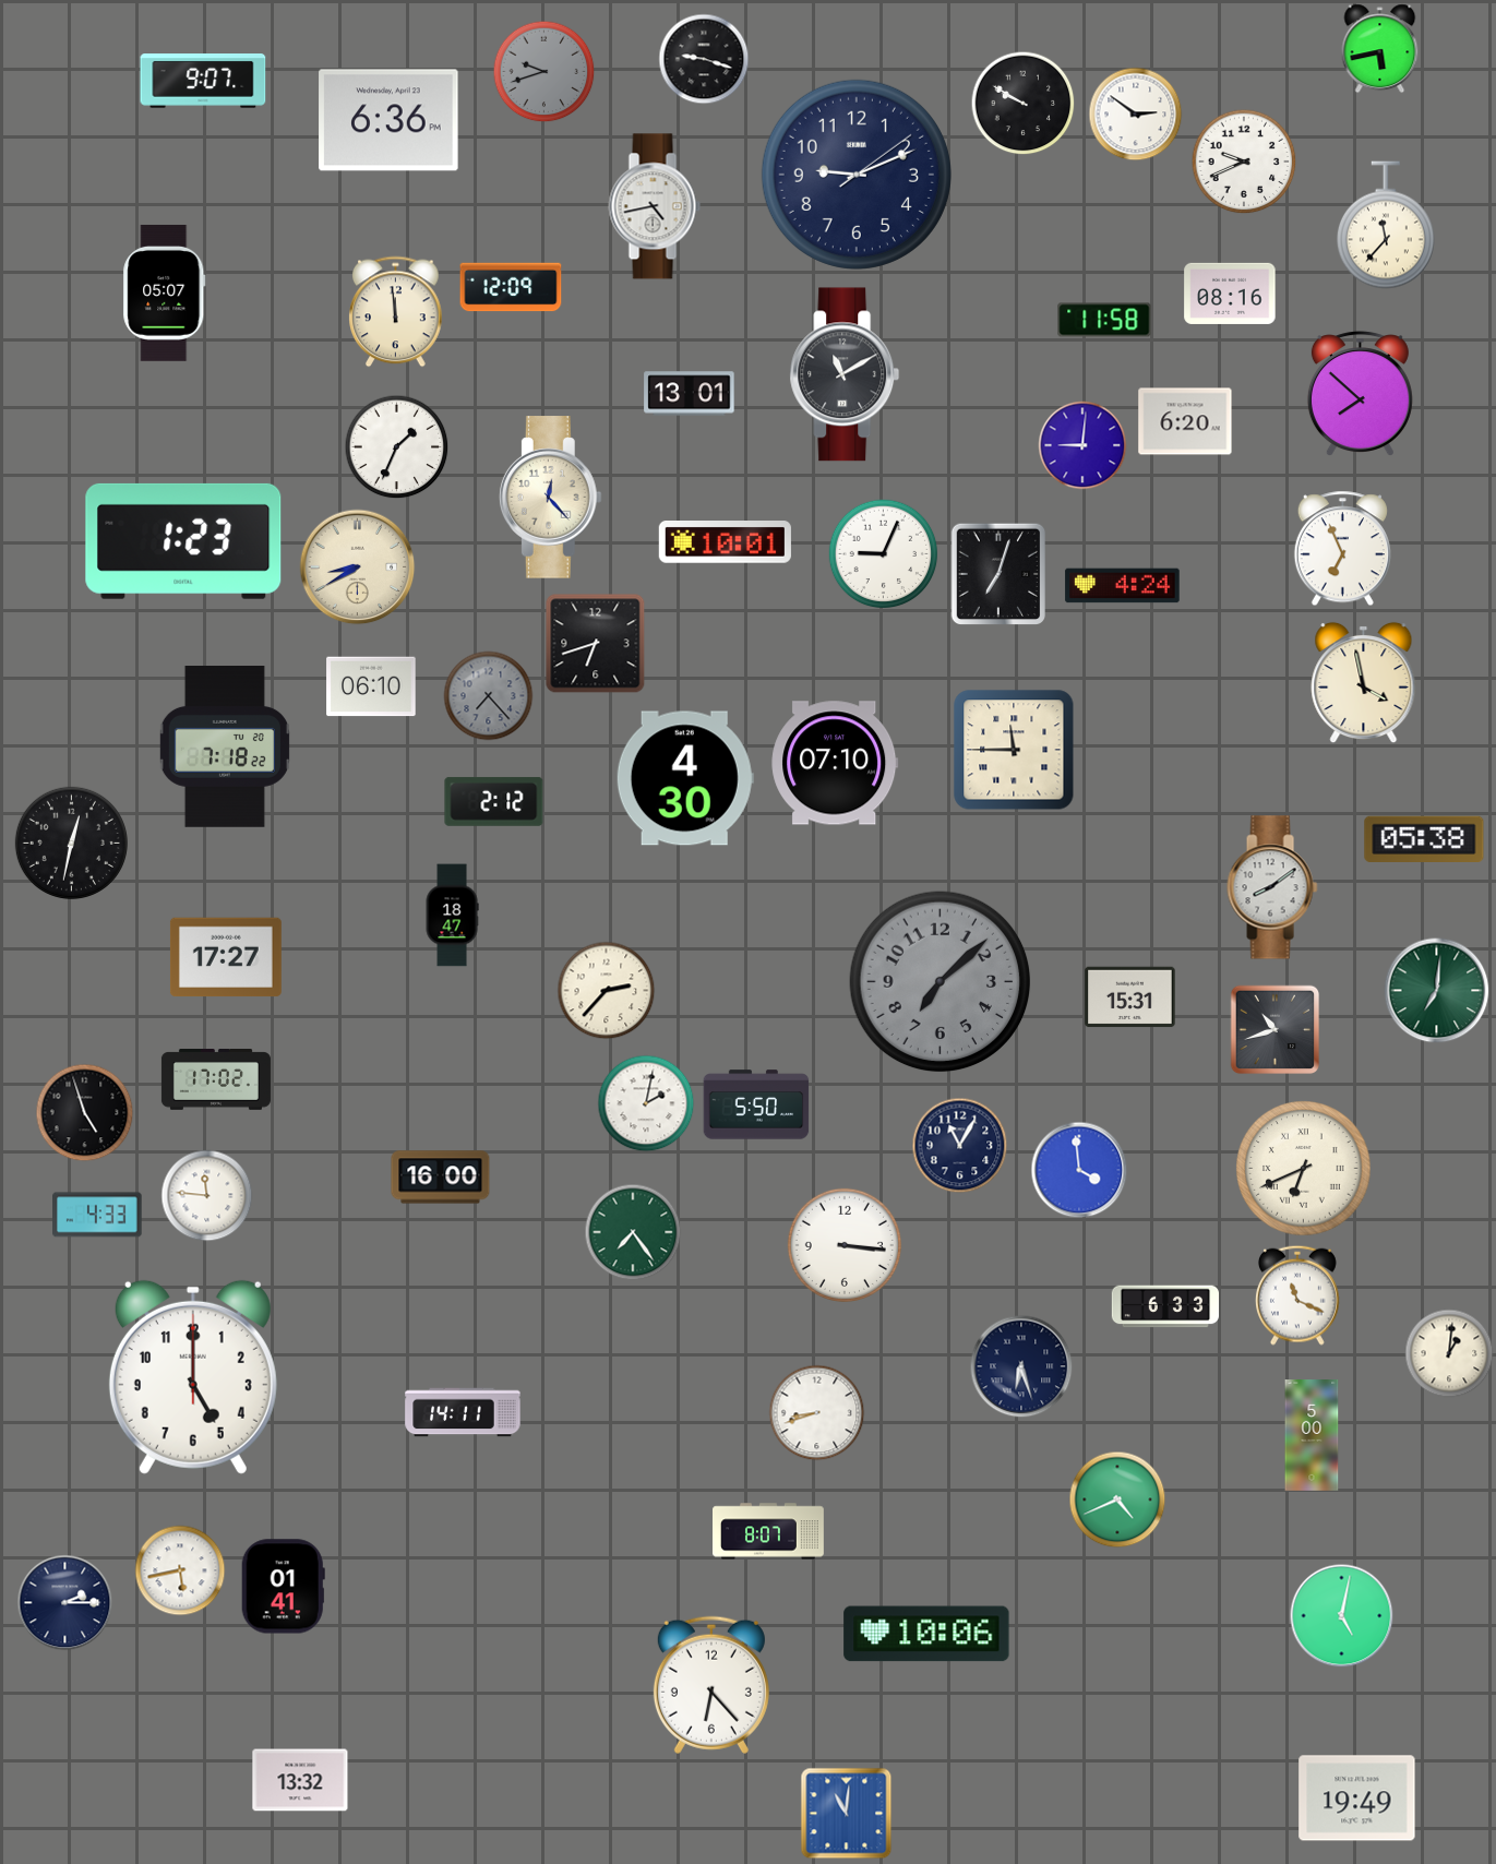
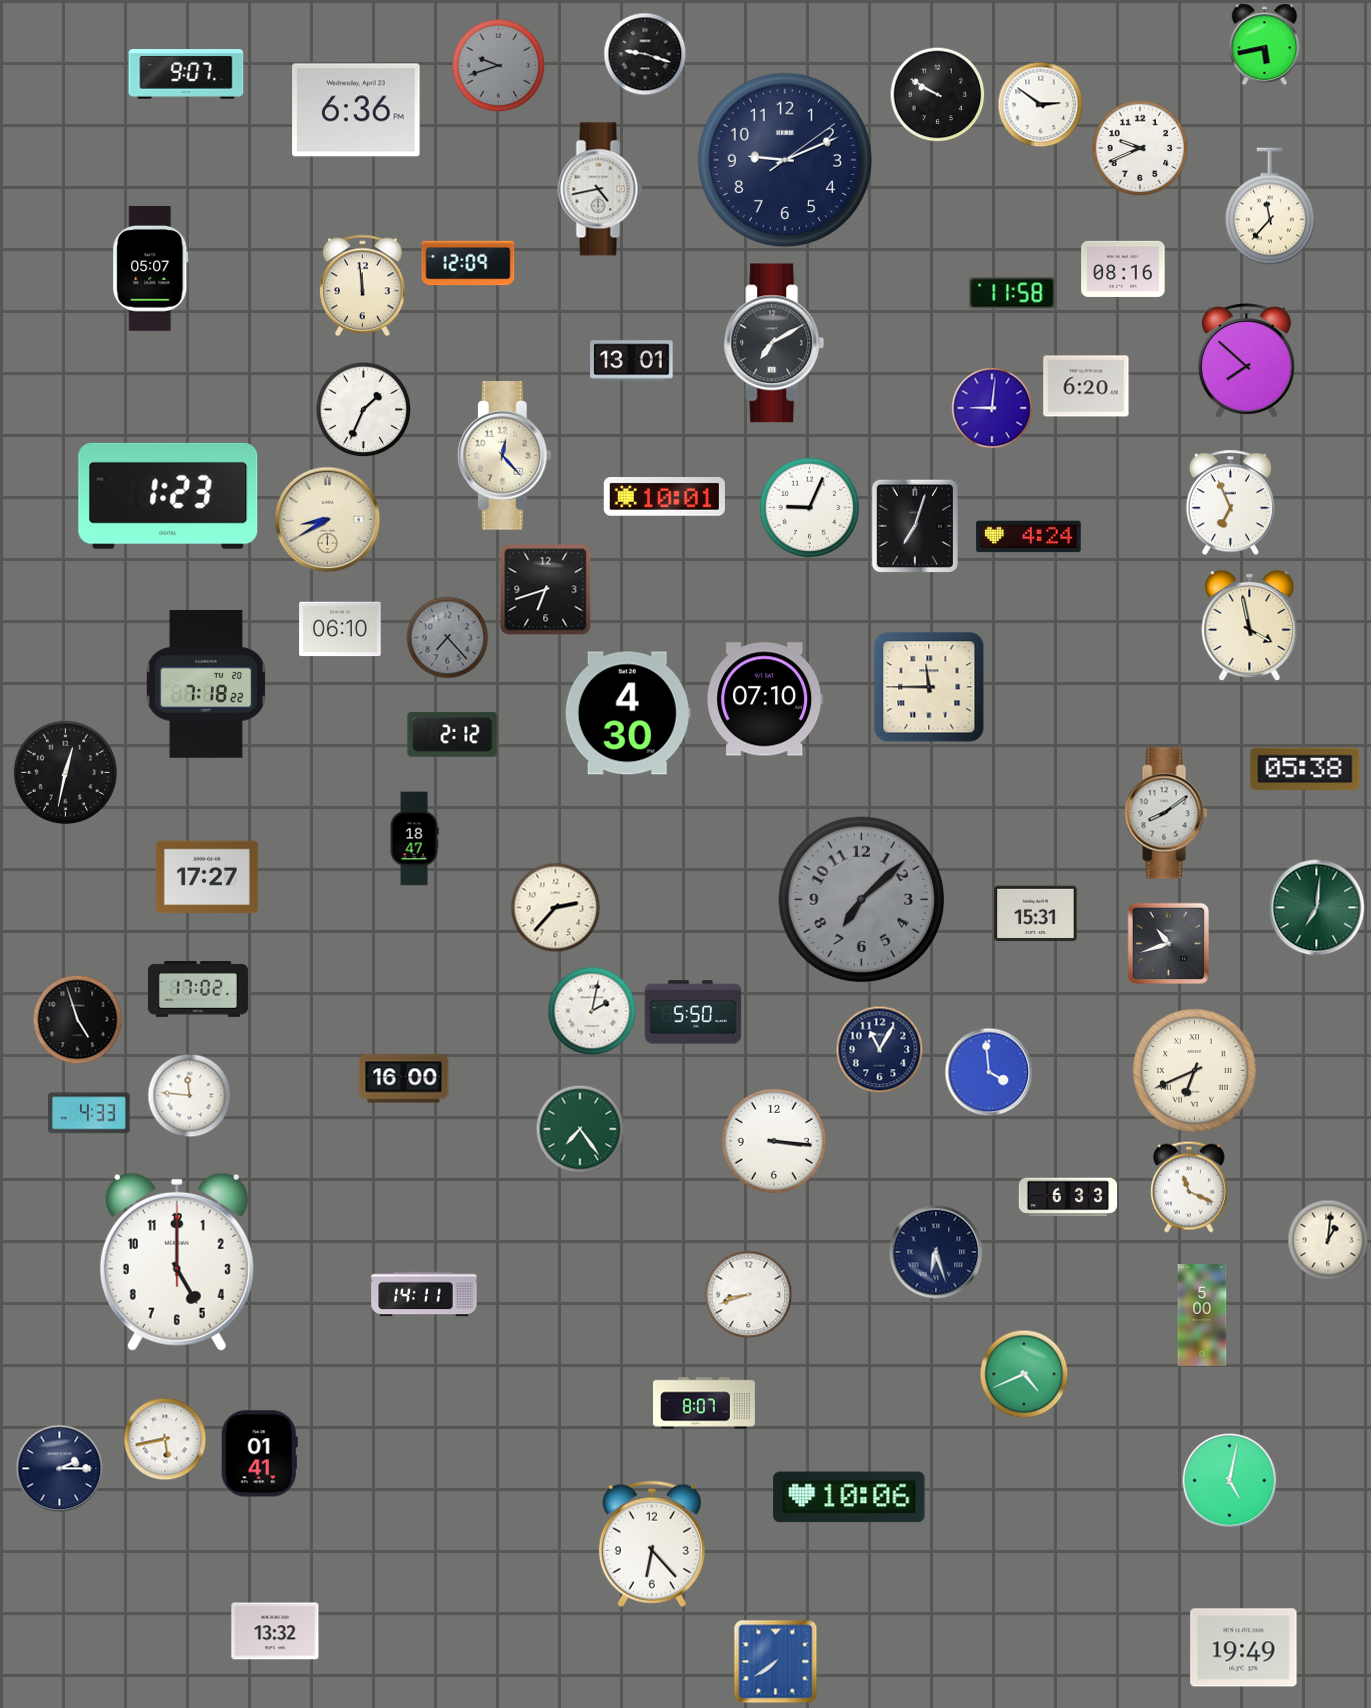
clock at (1230, 294) position: (1230, 294) -> (1123, 269)
clock at (845, 374): 11:10 -> 7:10
clock at (847, 1814): 11:01 -> 7:39
